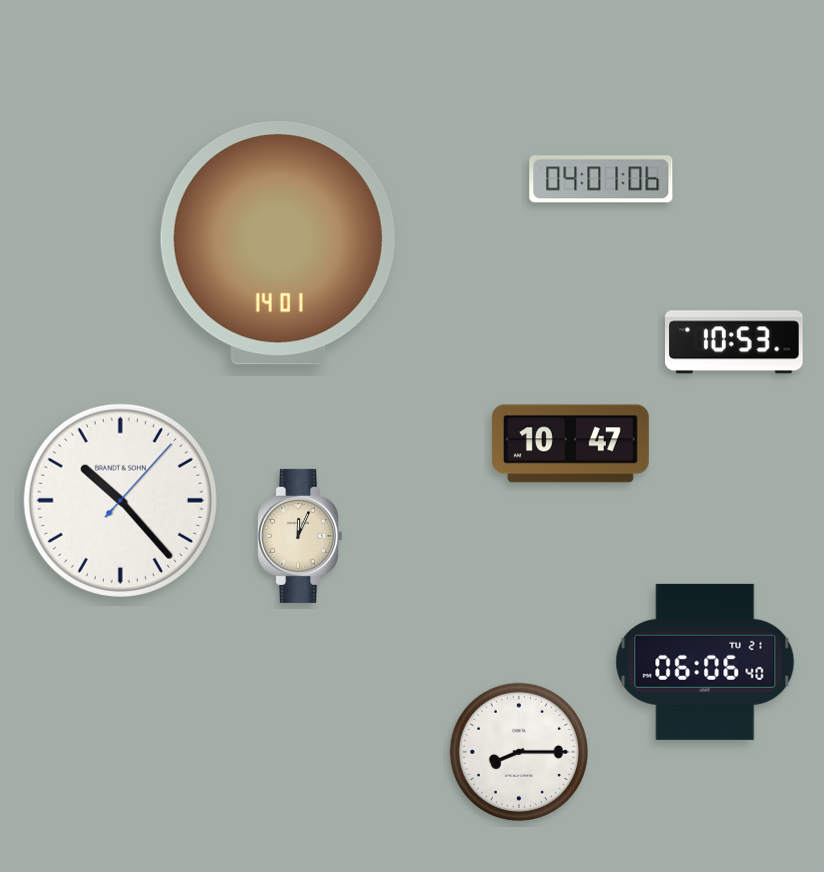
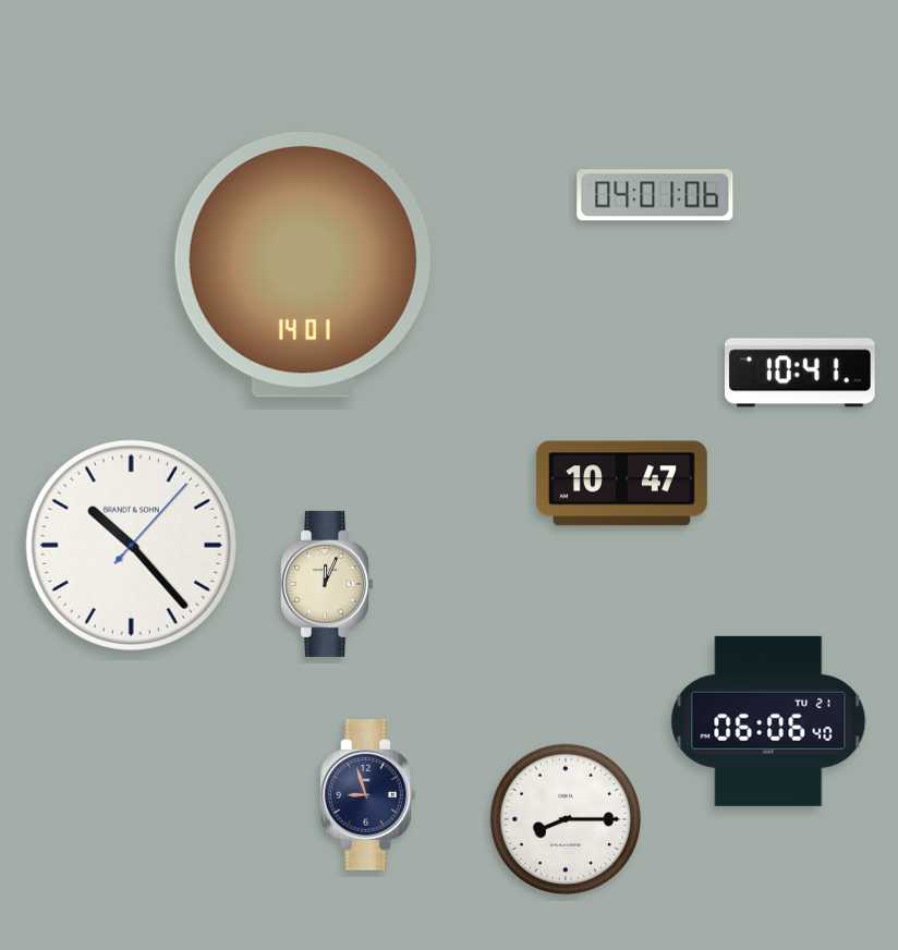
clock at (735, 342): 10:53 -> 10:41
clock at (368, 795): none -> 8:57
